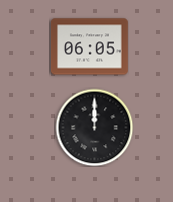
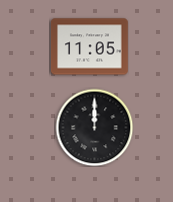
clock at (89, 47): 06:05 -> 11:05
